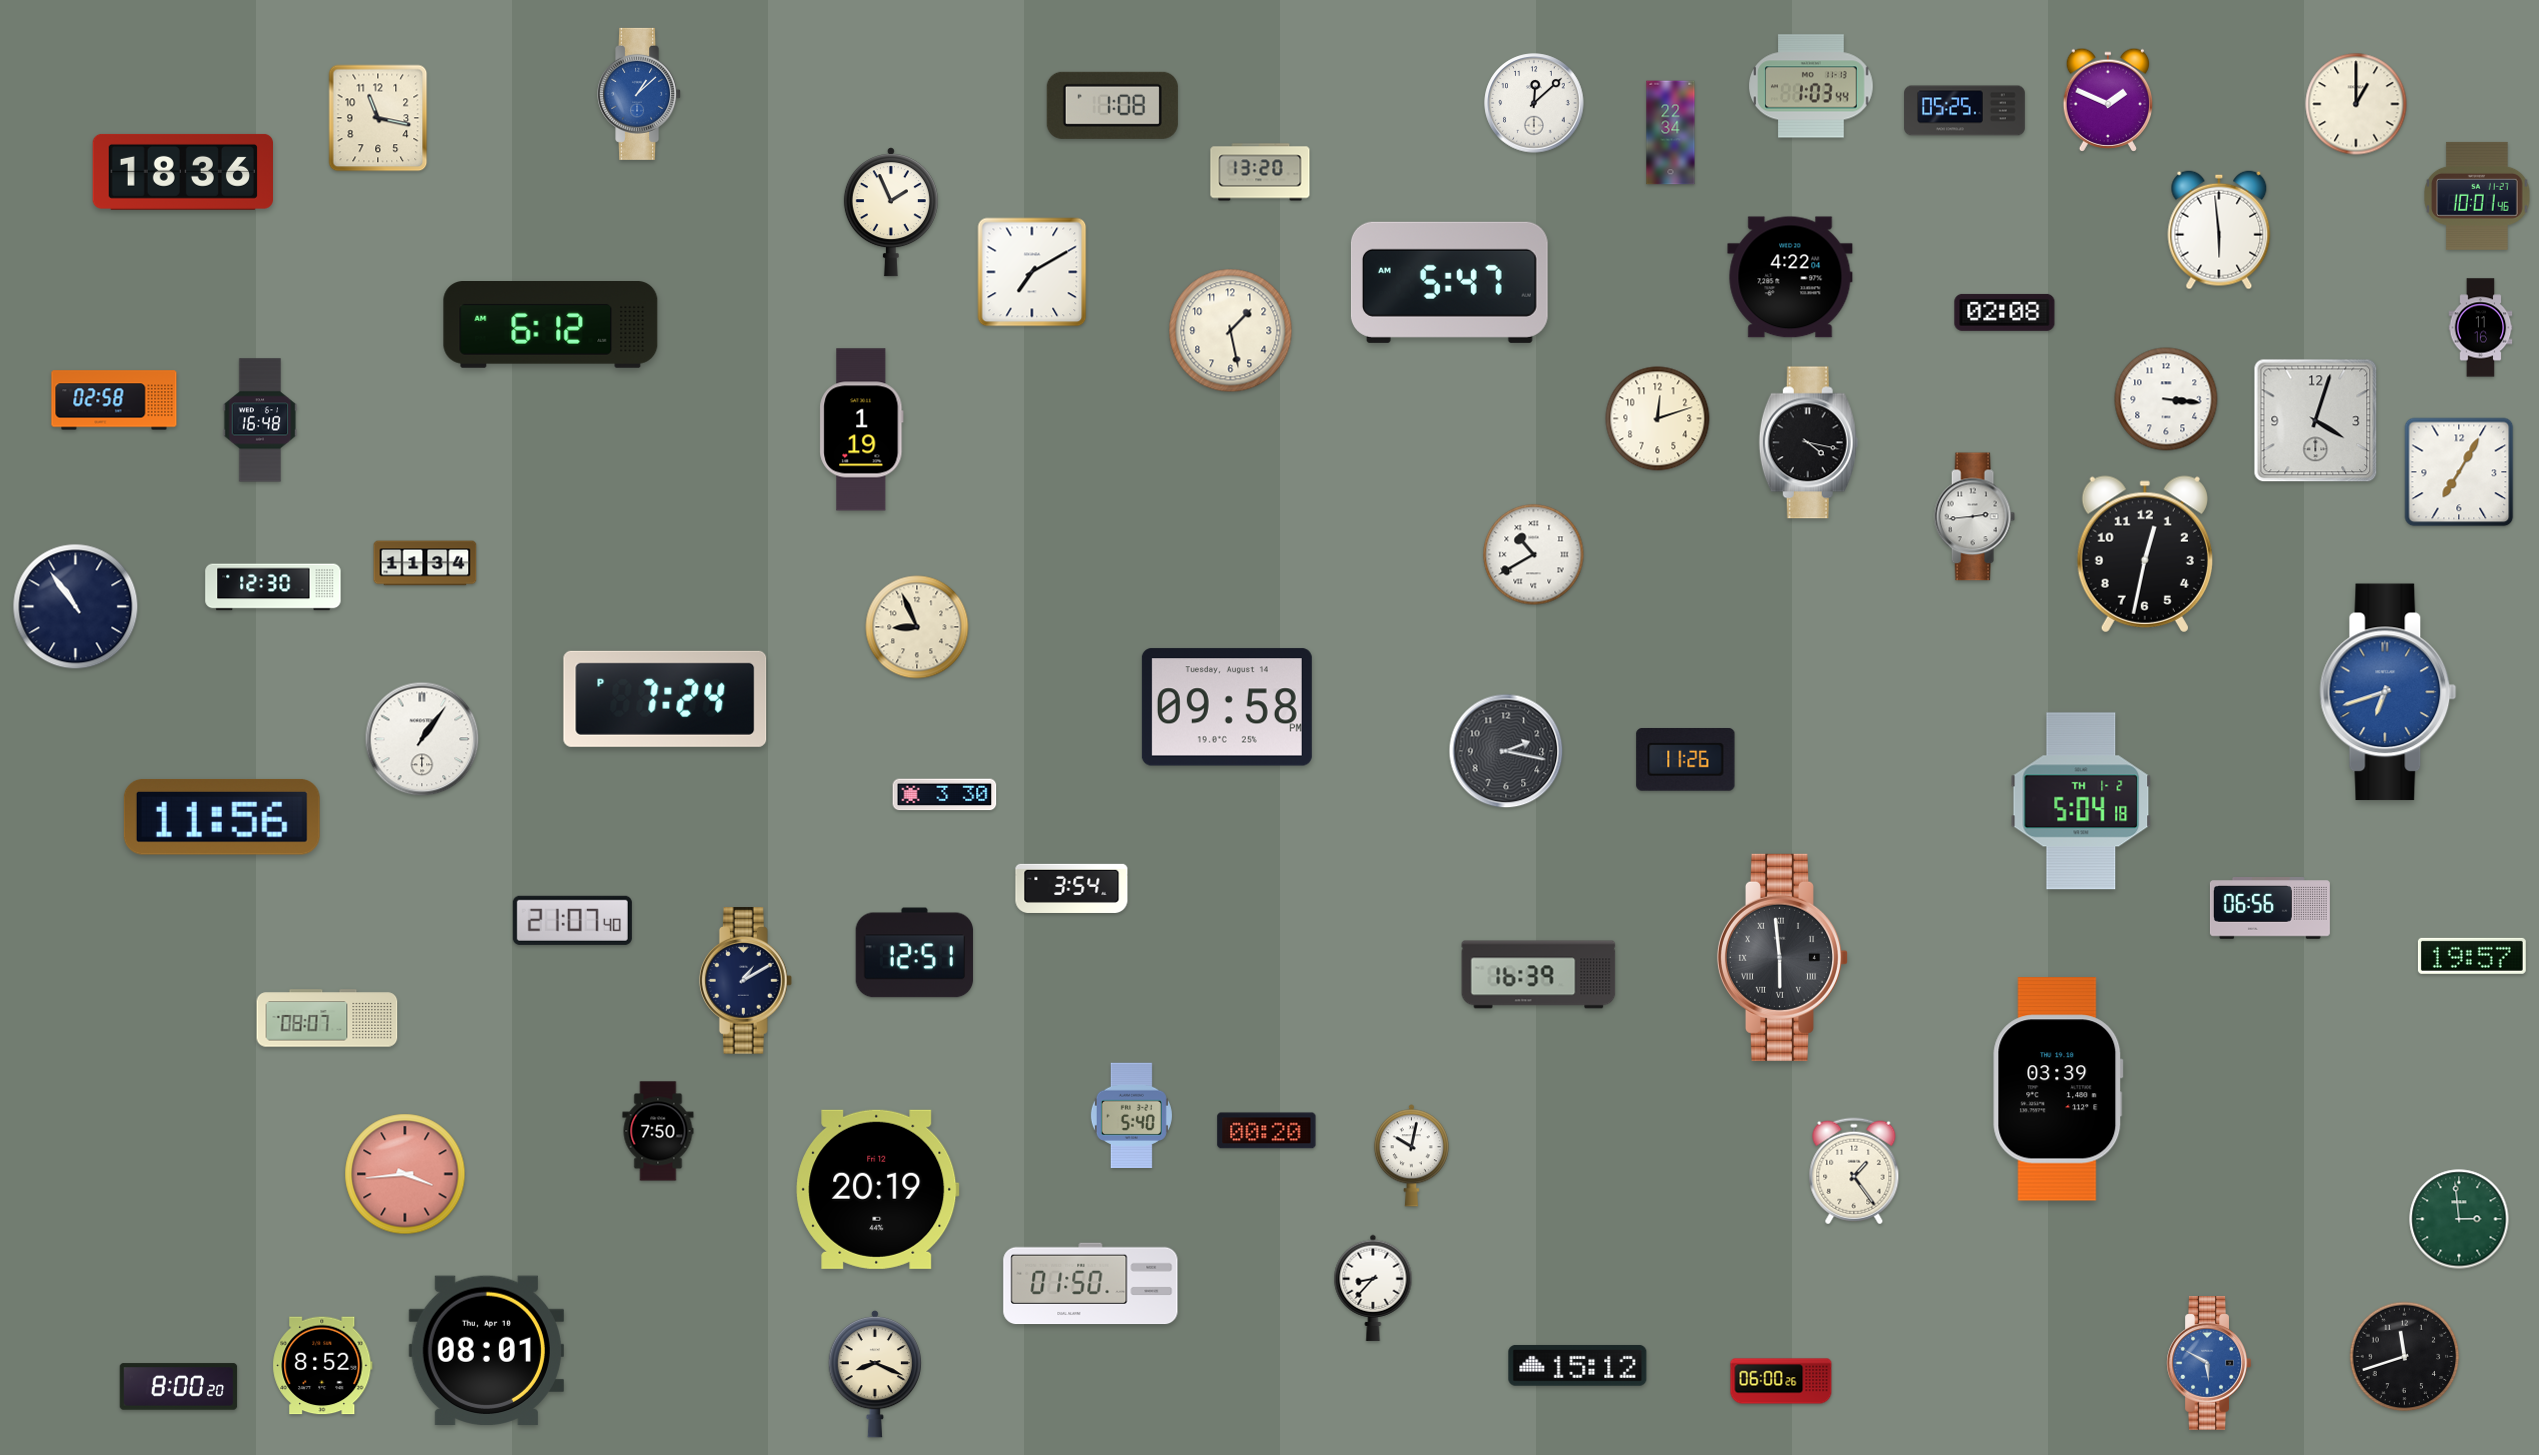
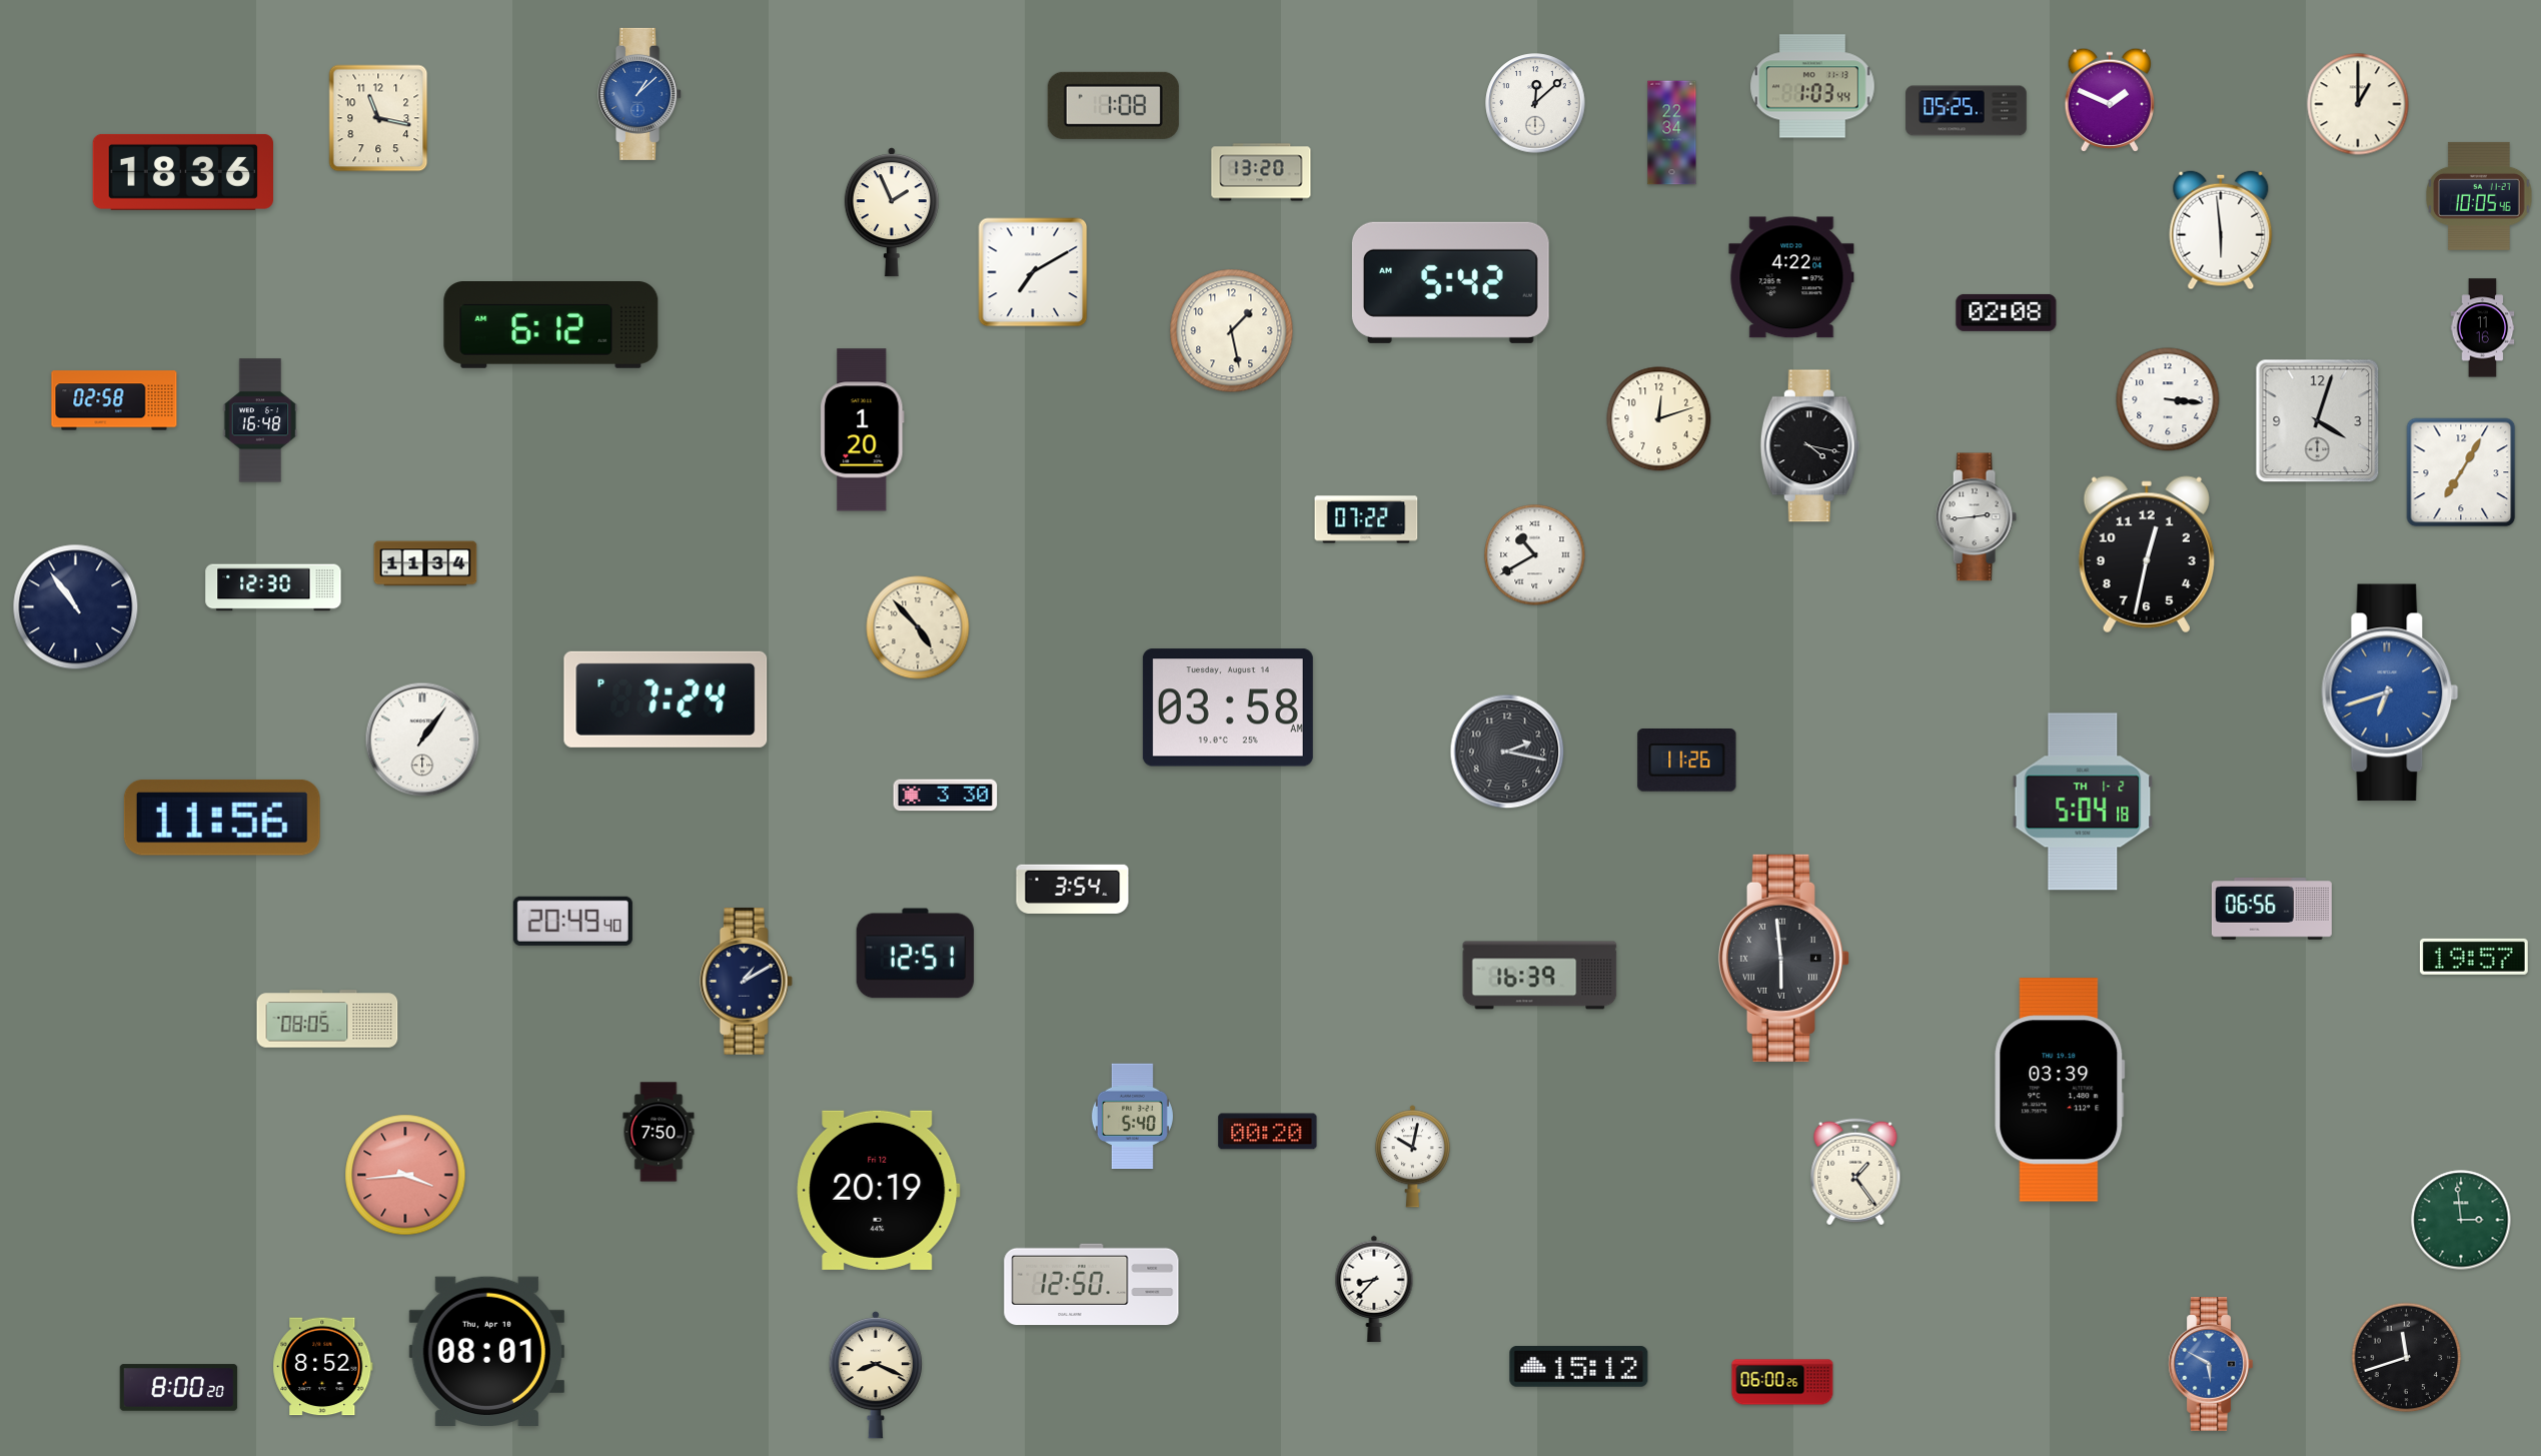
clock at (2477, 196): 10:01 -> 10:05
clock at (1449, 282): 5:47 -> 5:42
clock at (862, 430): 1:19 -> 1:20
clock at (1808, 443) position: (1808, 443) -> (1809, 446)
clock at (1366, 519): none -> 07:22
clock at (917, 627): 8:56 -> 4:53
clock at (1227, 707): 09:58 -> 03:58
clock at (572, 920): 21:07 -> 20:49
clock at (327, 1018): 08:07 -> 08:05
clock at (1091, 1284): 01:50 -> 12:50
